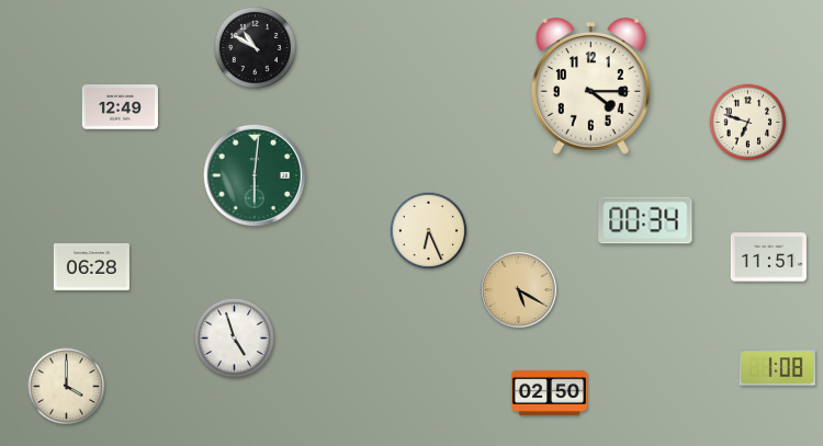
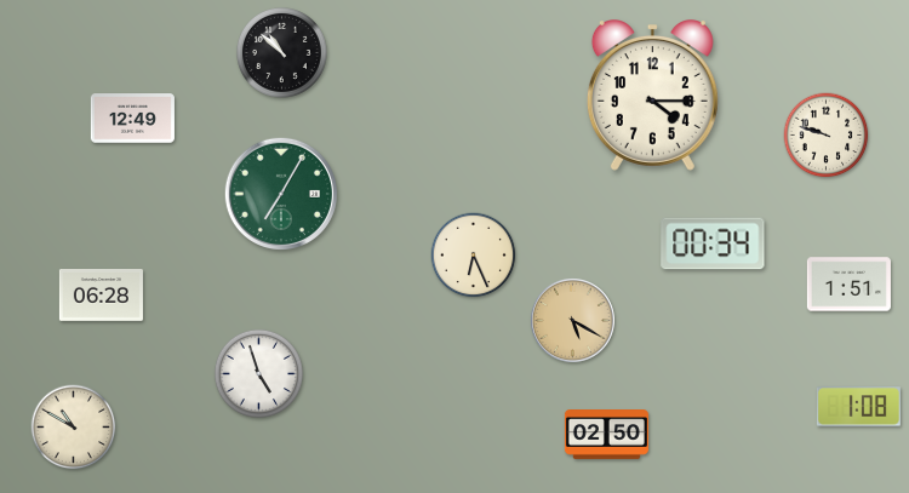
clock at (256, 48): 10:50 -> 10:52
clock at (748, 123): 6:48 -> 9:48
clock at (253, 174): 6:01 -> 7:05
clock at (768, 258): 11:51 -> 1:51
clock at (67, 387): 4:00 -> 10:50
